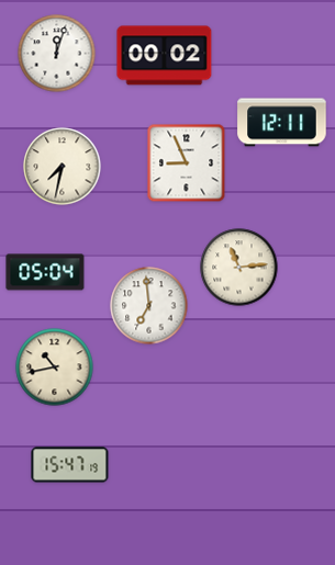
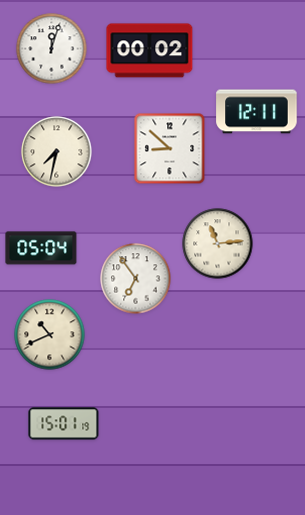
clock at (187, 163): 8:56 -> 8:52
clock at (149, 306): 6:59 -> 6:54
clock at (55, 368): 10:43 -> 10:41
clock at (70, 465): 15:47 -> 15:01
